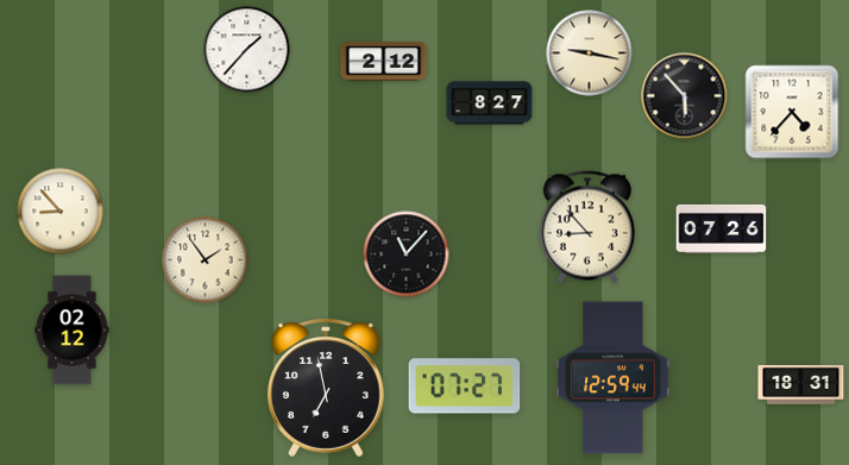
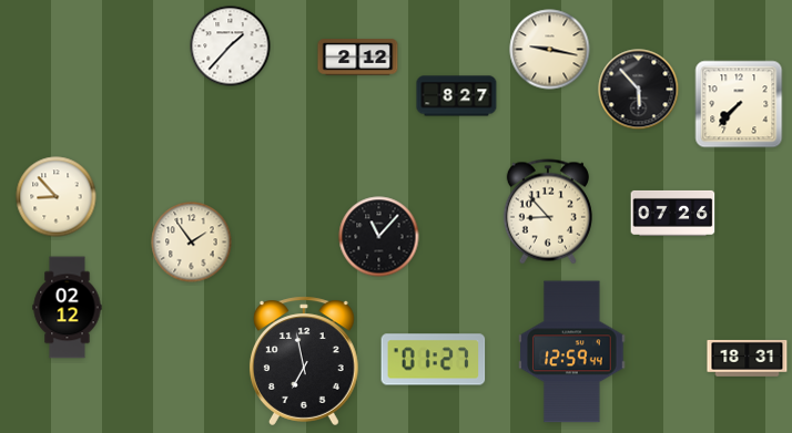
clock at (792, 112): 4:37 -> 7:37
clock at (465, 387): 07:27 -> 01:27
